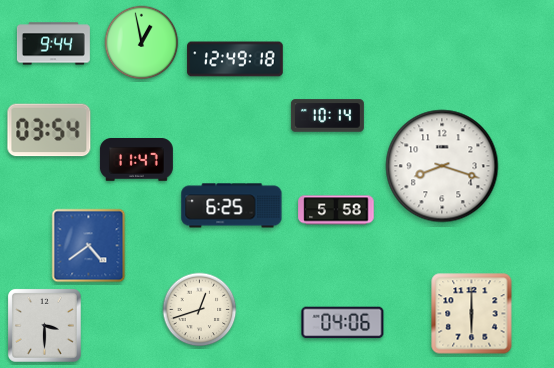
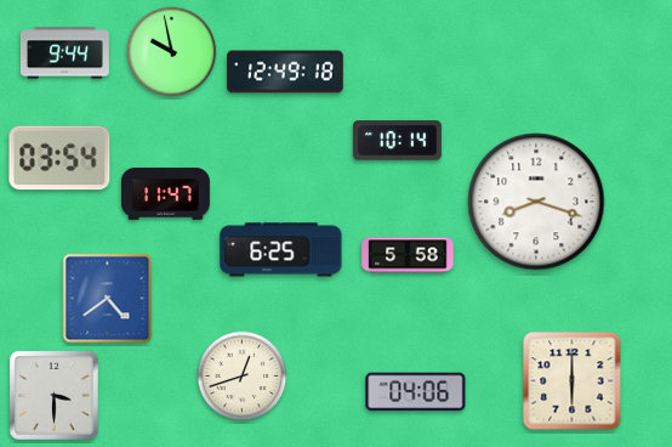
clock at (142, 43): 12:58 -> 9:58
